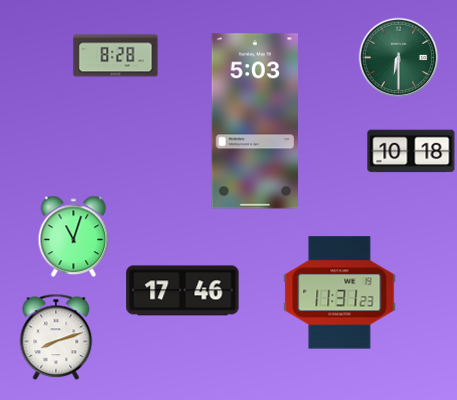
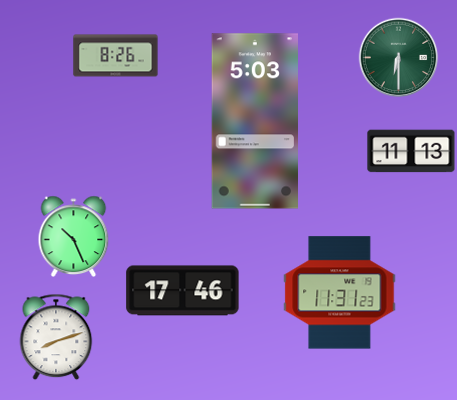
clock at (116, 56): 8:28 -> 8:26
clock at (411, 151): 10:18 -> 11:13
clock at (74, 236): 11:03 -> 10:26
